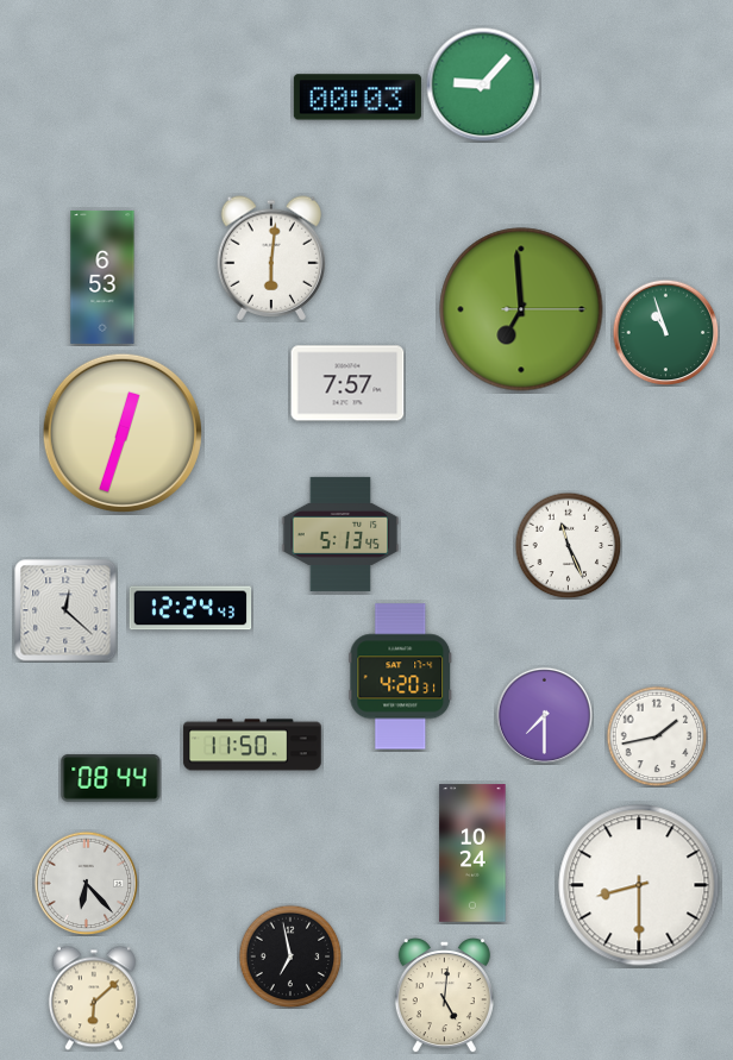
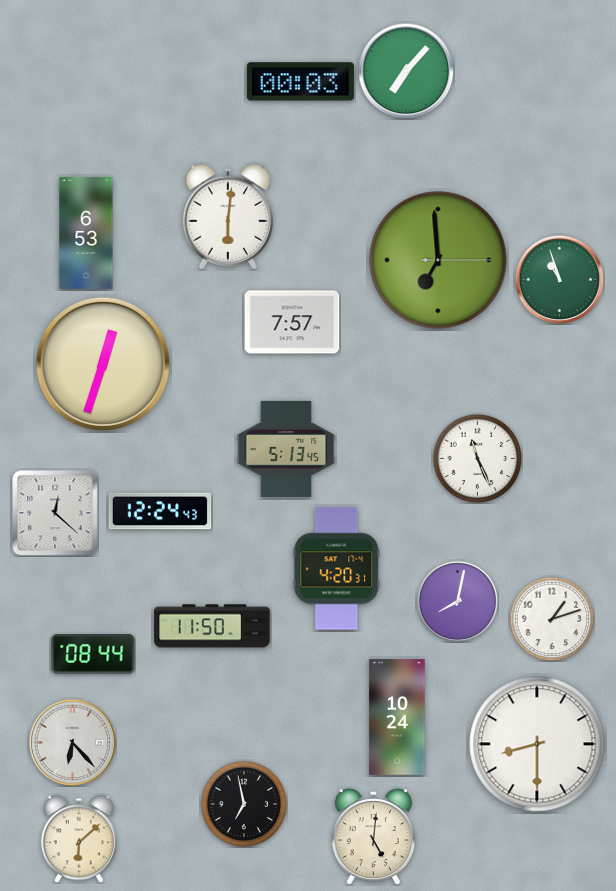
clock at (483, 84): 9:07 -> 7:07
clock at (544, 715): 7:30 -> 8:02
clock at (657, 736): 1:43 -> 1:12
